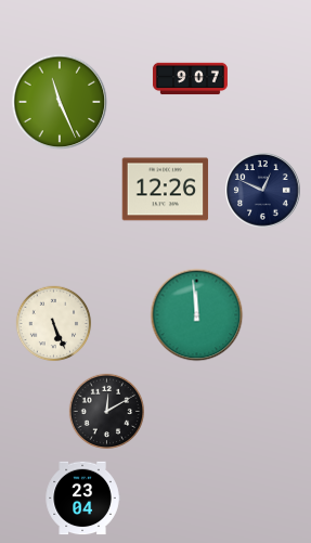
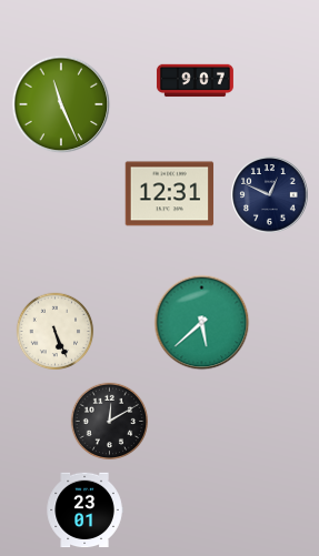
clock at (166, 190): 12:26 -> 12:31
clock at (197, 315): 11:59 -> 5:38
clock at (82, 499): 23:04 -> 23:01
